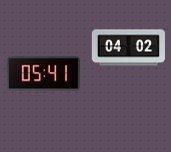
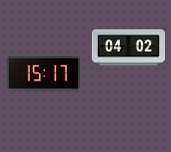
clock at (43, 74): 05:41 -> 15:17
